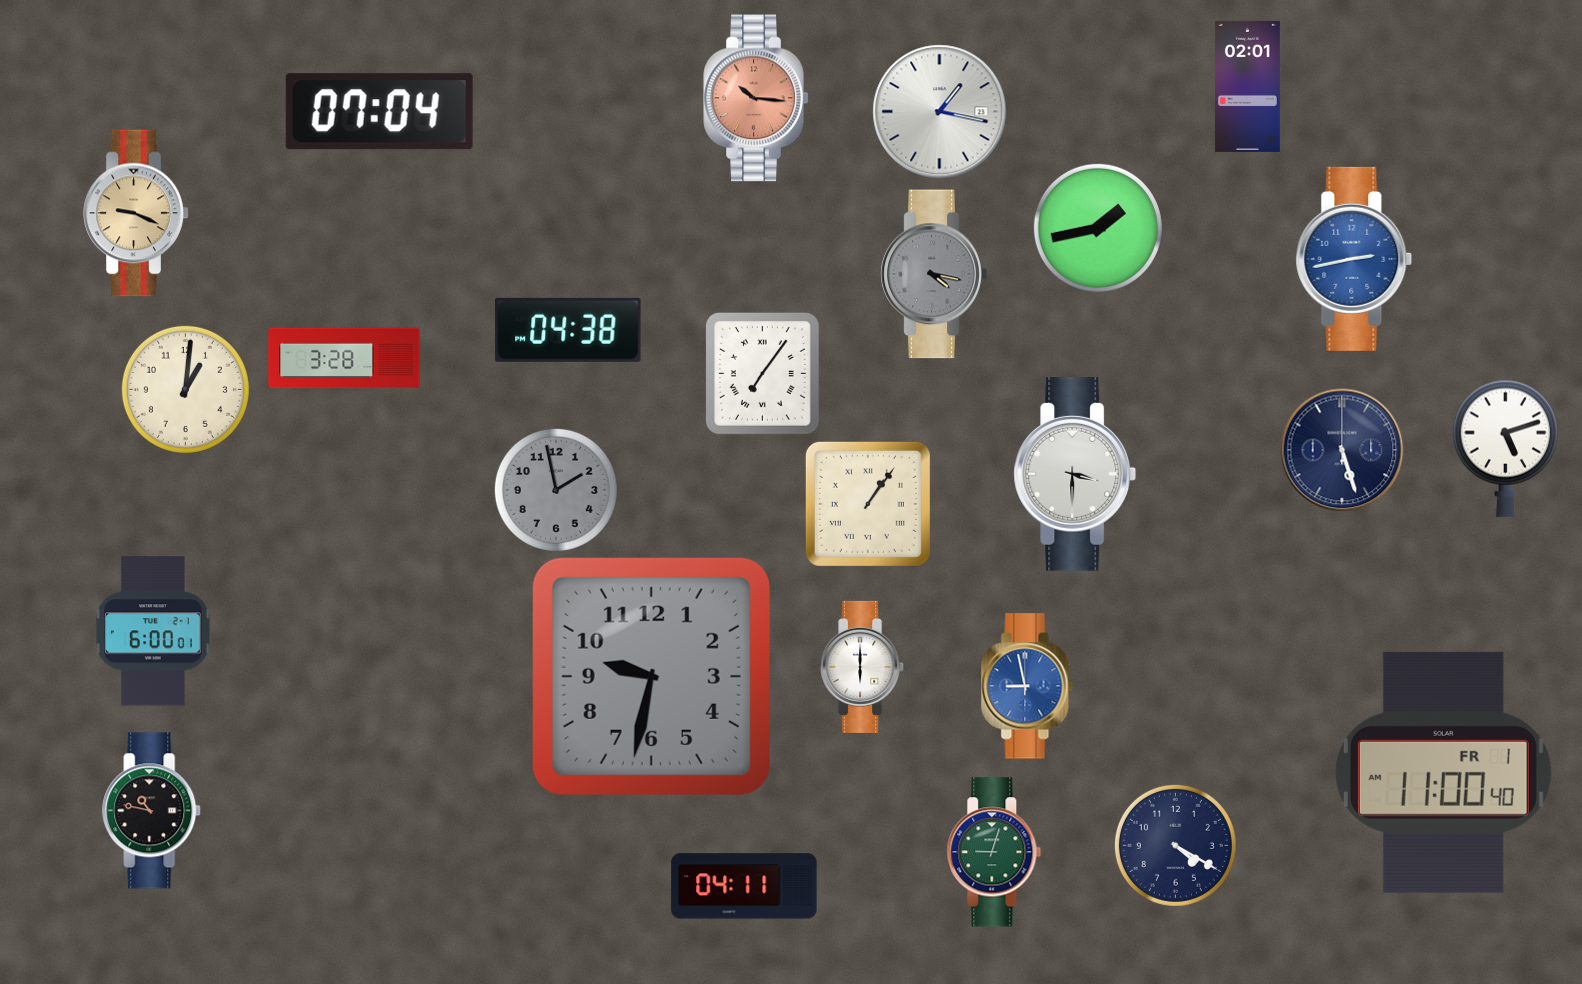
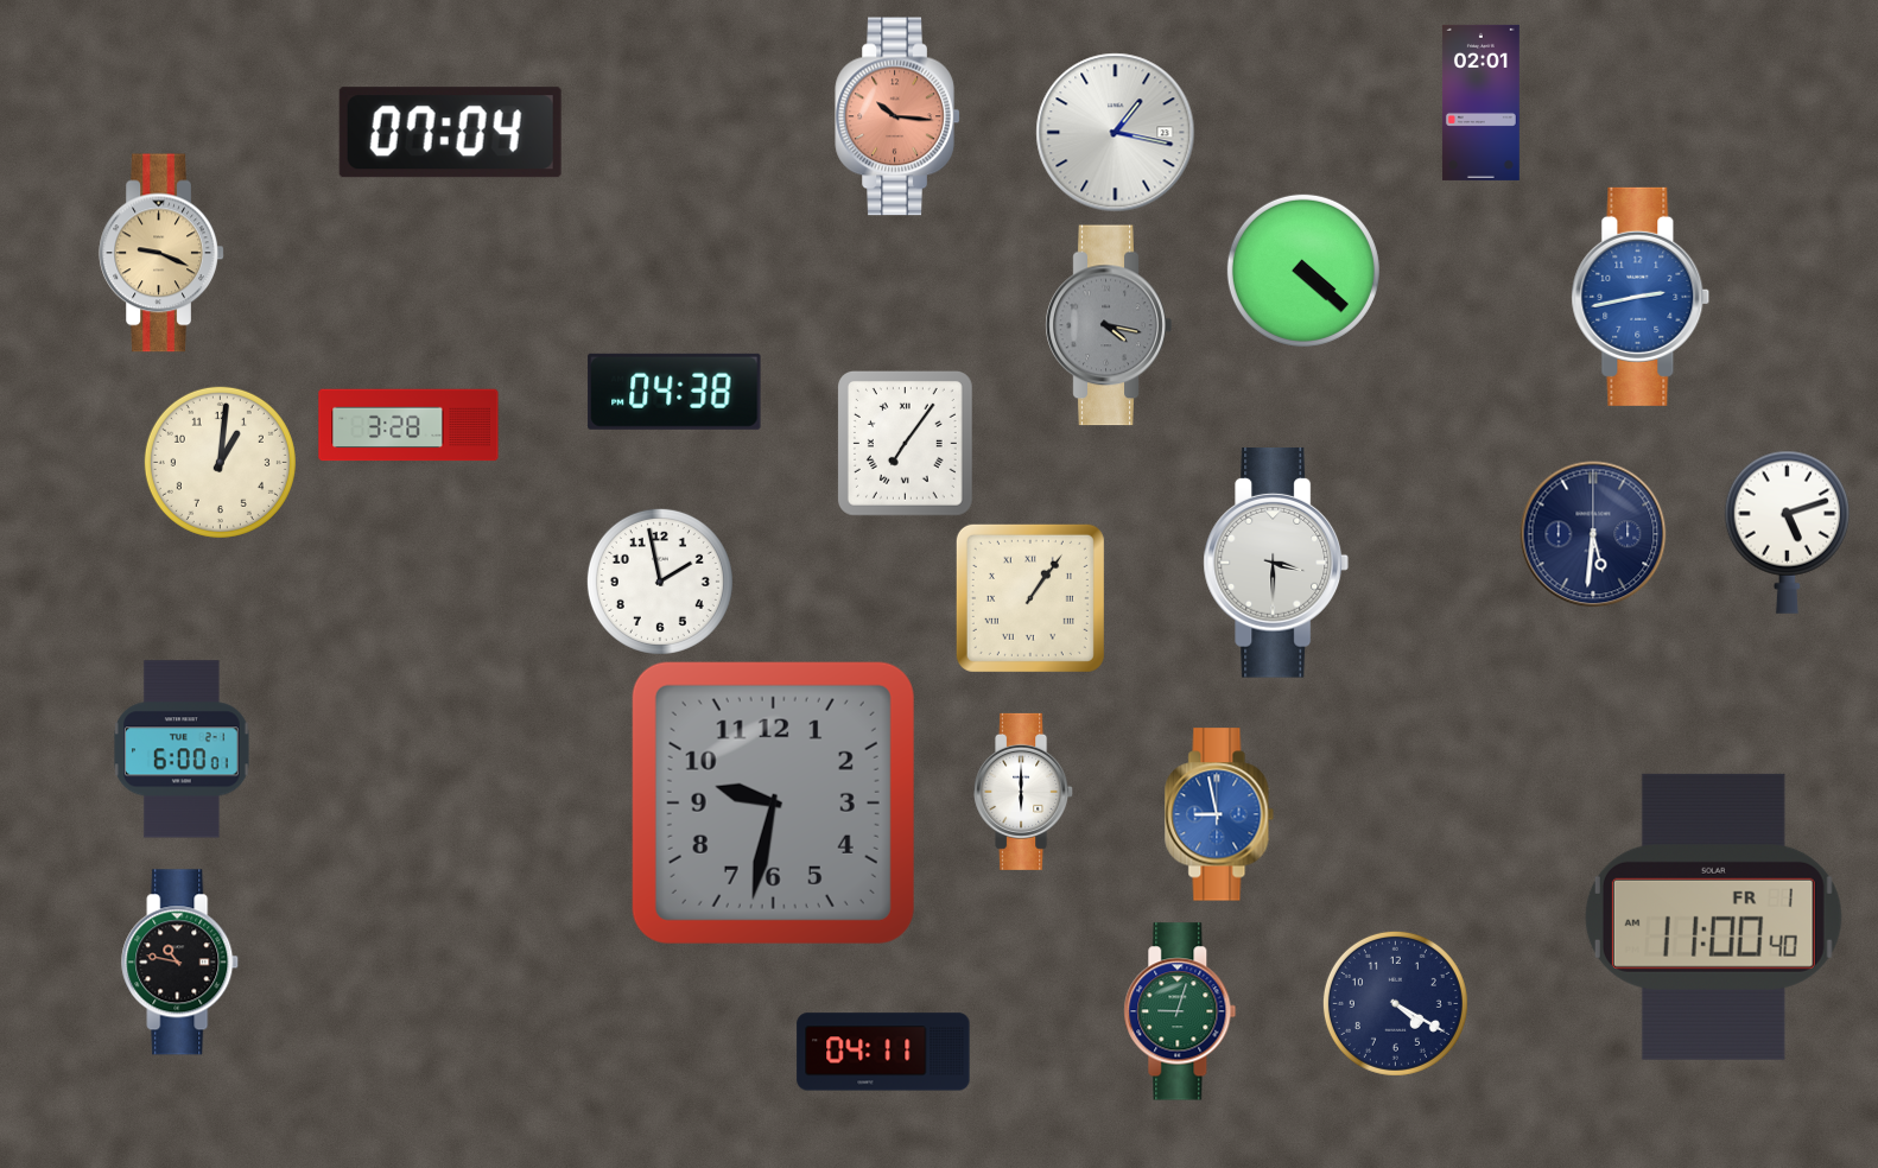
clock at (1098, 228): 1:43 -> 4:22
clock at (1354, 259) position: (1354, 259) -> (1641, 297)
clock at (1342, 450): 5:27 -> 5:31
clock at (556, 490) dial: grey -> white
